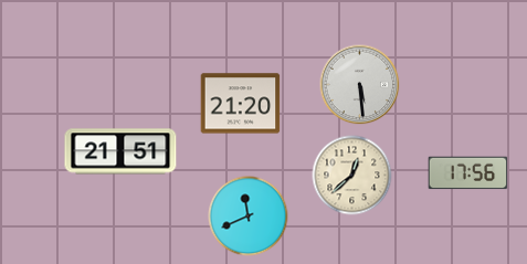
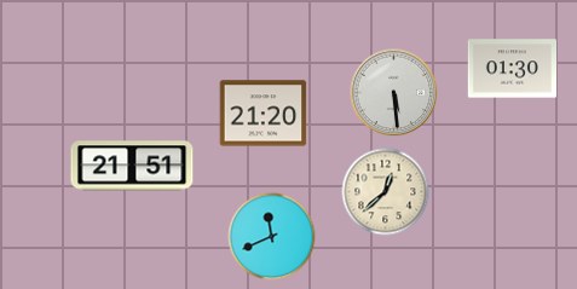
clock at (512, 69): none -> 01:30
clock at (468, 173): 17:56 -> none
